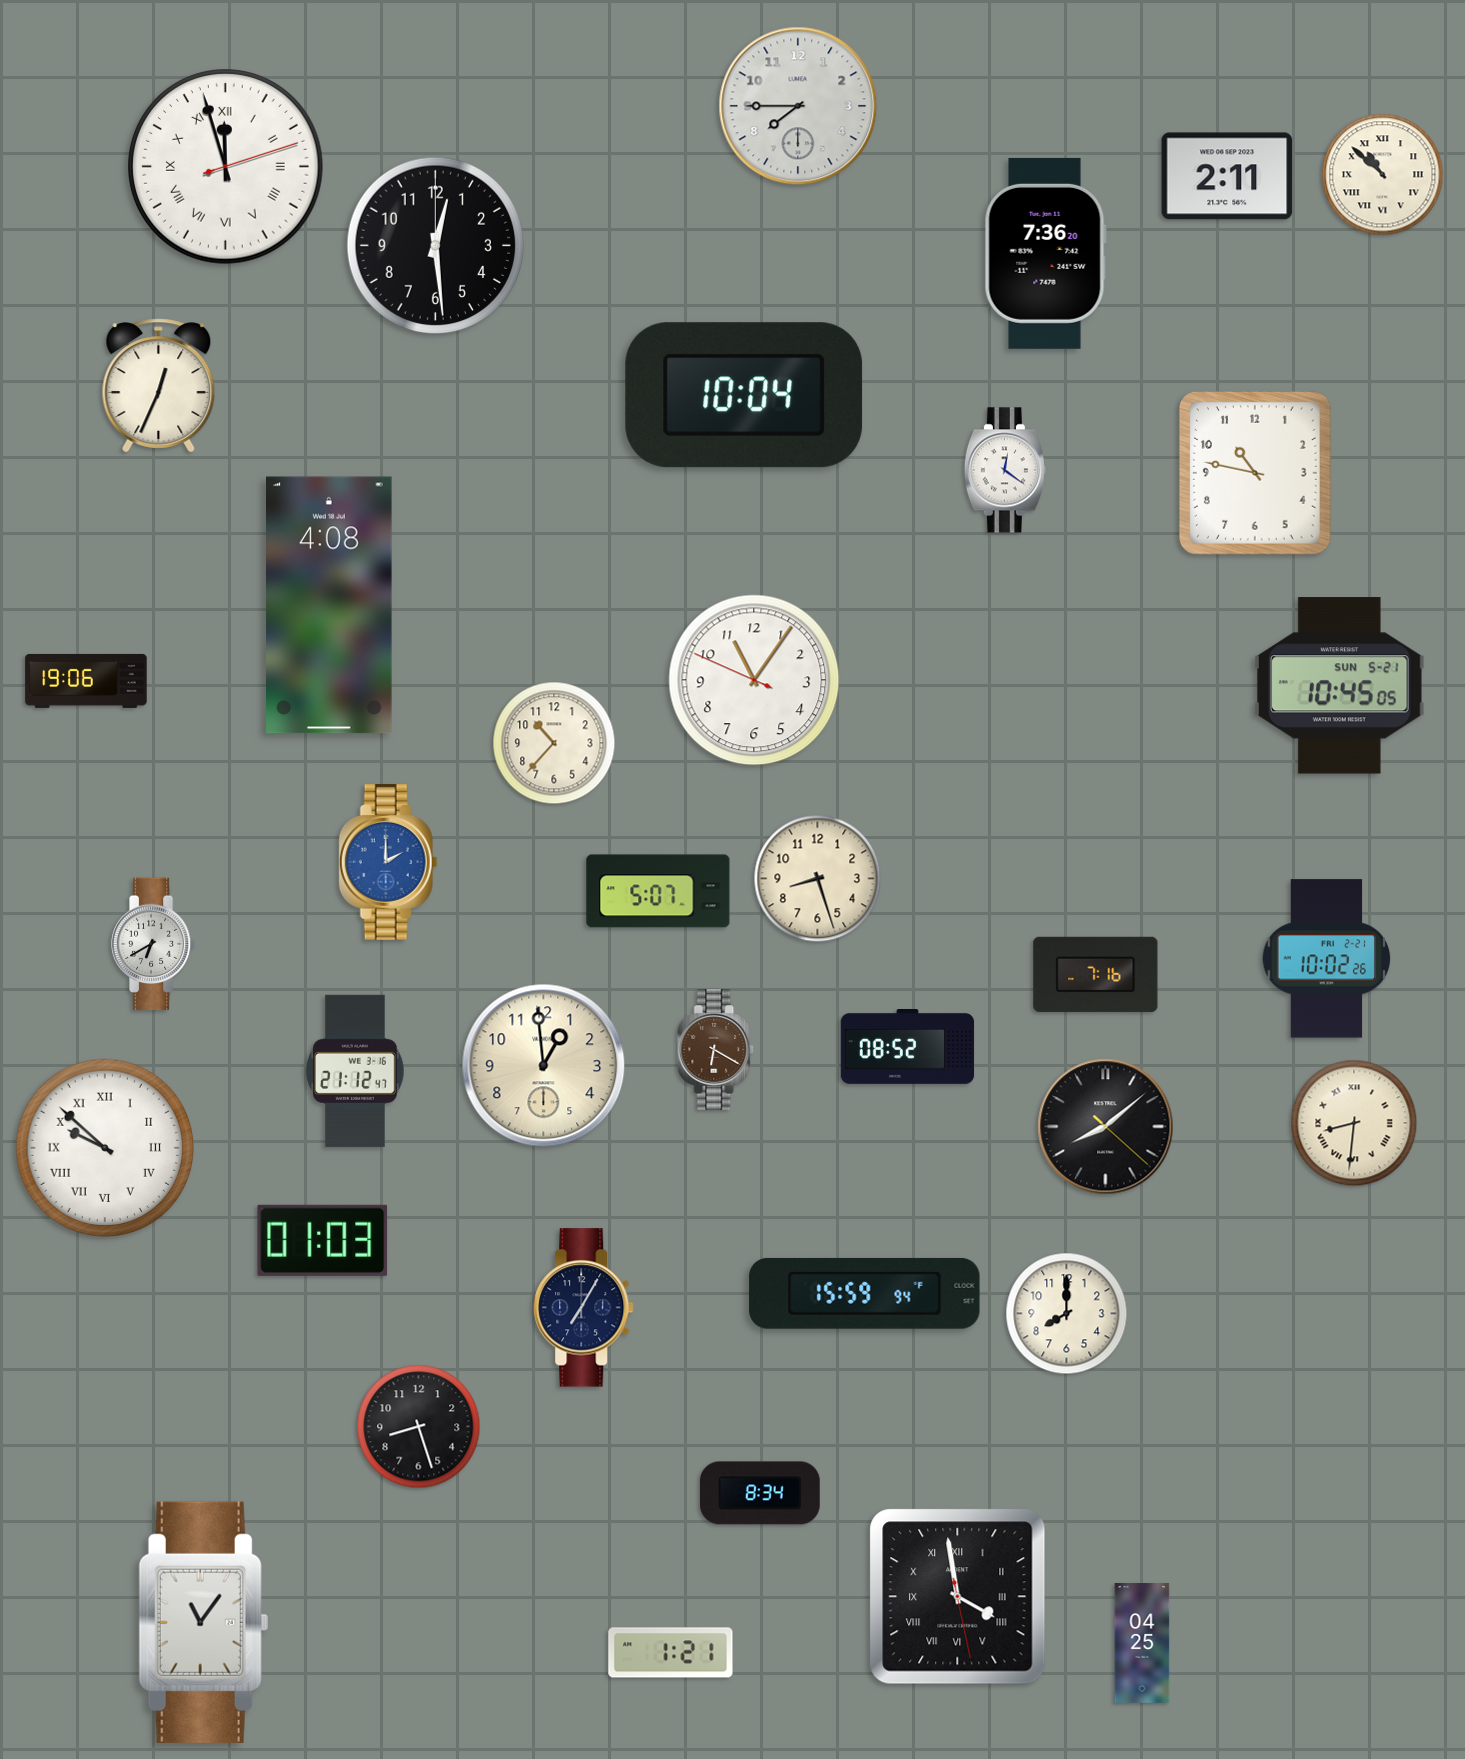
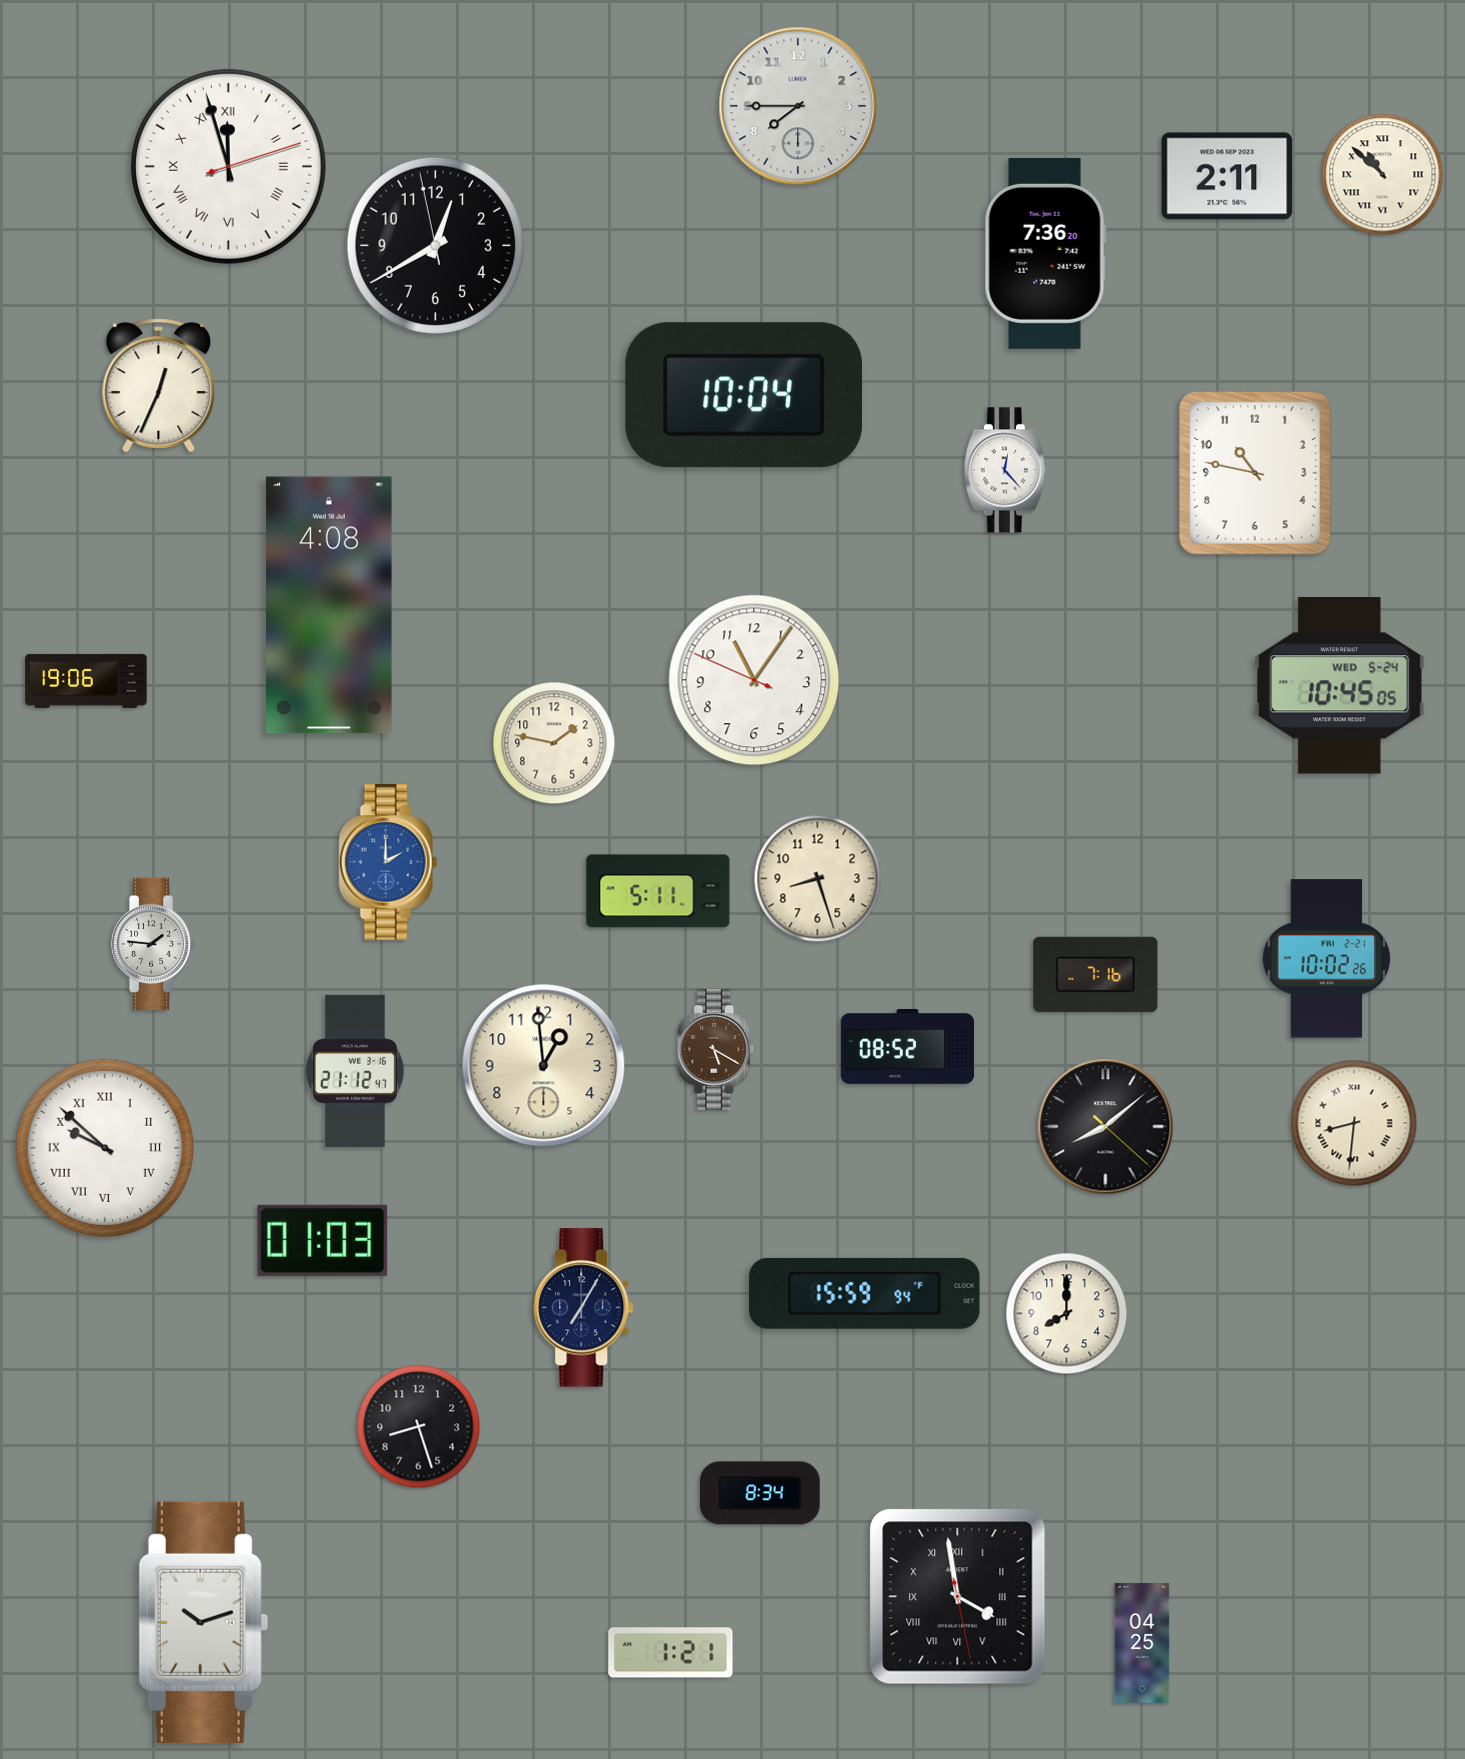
clock at (226, 167) position: (226, 167) -> (229, 167)
clock at (436, 246): 12:29 -> 12:39
clock at (1005, 470): 12:21 -> 12:23
clock at (1340, 686) date: SUN 5-21 -> WED 5-24
clock at (554, 743): 10:37 -> 1:47
clock at (658, 891): 5:07 -> 5:11
clock at (153, 944): 6:40 -> 1:46
clock at (716, 1050): 6:20 -> 5:20
clock at (203, 1622): 11:06 -> 10:12
